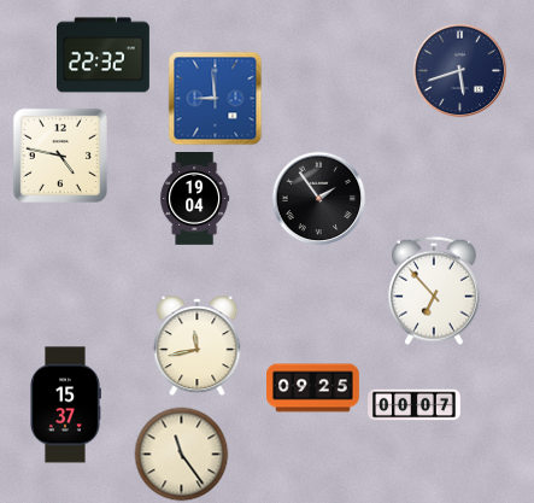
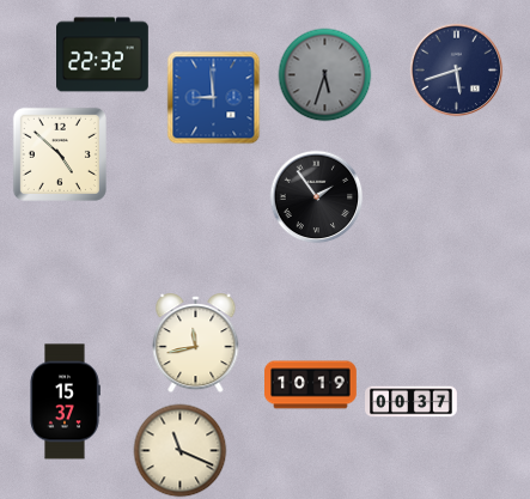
clock at (324, 74): none -> 5:33
clock at (60, 156): 4:47 -> 4:52
clock at (195, 199): 19:04 -> none
clock at (434, 291): 6:53 -> none
clock at (313, 388): 09:25 -> 10:19
clock at (415, 405): 00:07 -> 00:37
clock at (181, 454): 11:24 -> 11:19
